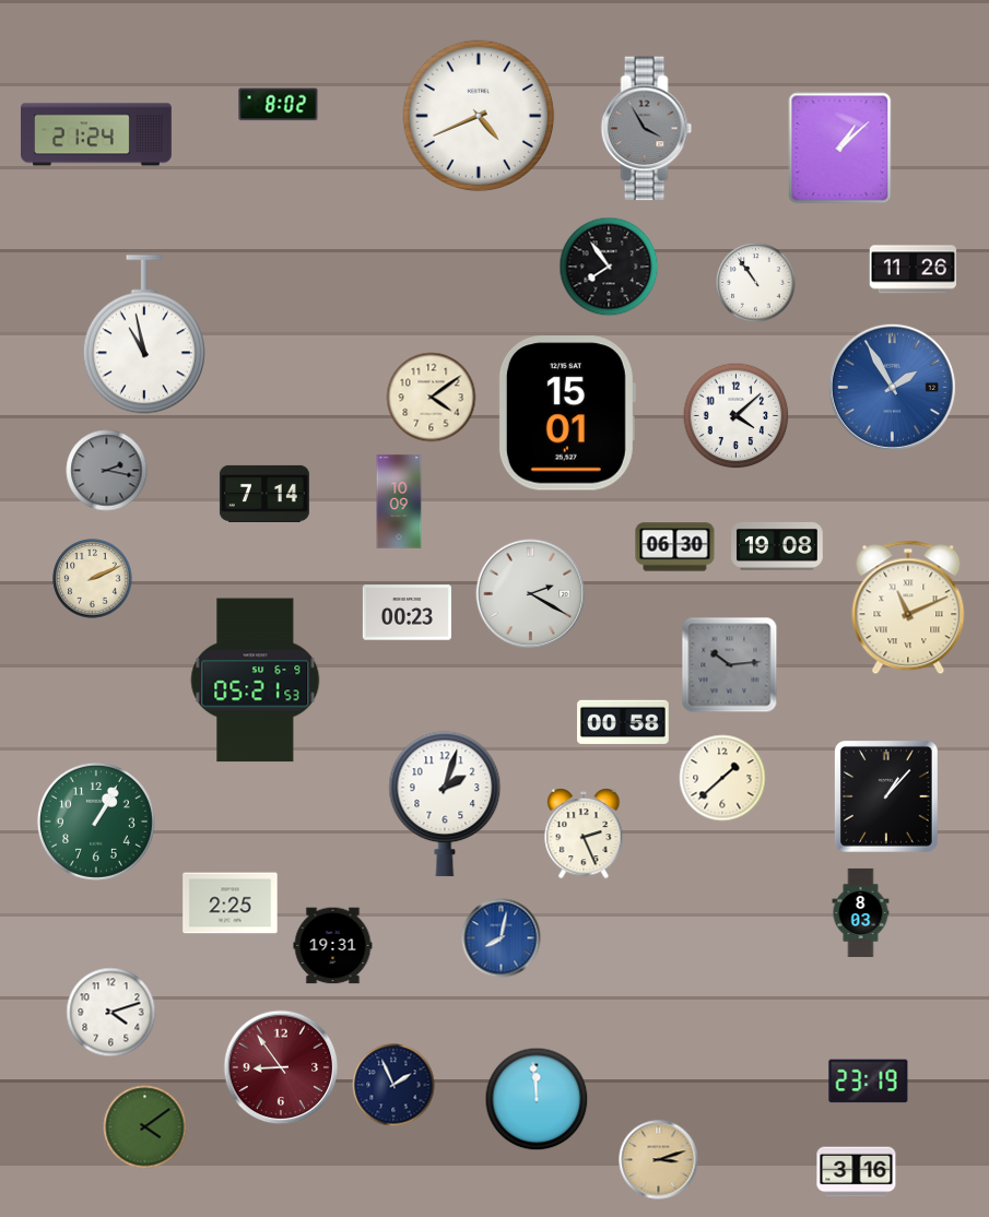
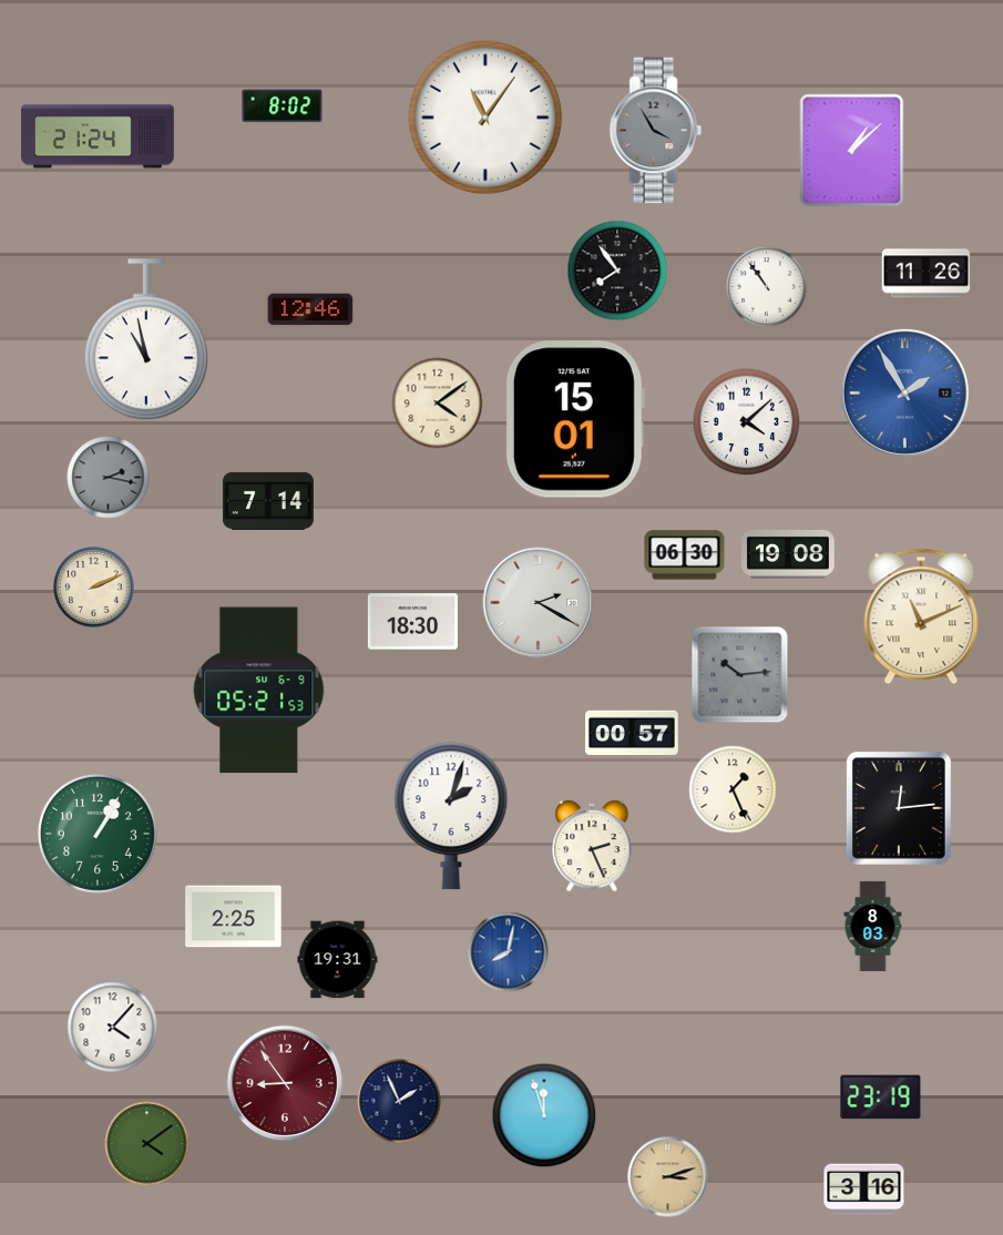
clock at (479, 116): 4:41 -> 11:06
clock at (310, 309): none -> 12:46
clock at (399, 501): 10:09 -> none
clock at (407, 613): 00:23 -> 18:30
clock at (623, 722): 00:58 -> 00:57
clock at (722, 778): 1:38 -> 1:26
clock at (886, 796): 1:07 -> 12:14
clock at (111, 1013): 4:12 -> 4:07
clock at (537, 1099): 11:59 -> 11:57
clock at (857, 1172) position: (857, 1172) -> (864, 1190)
